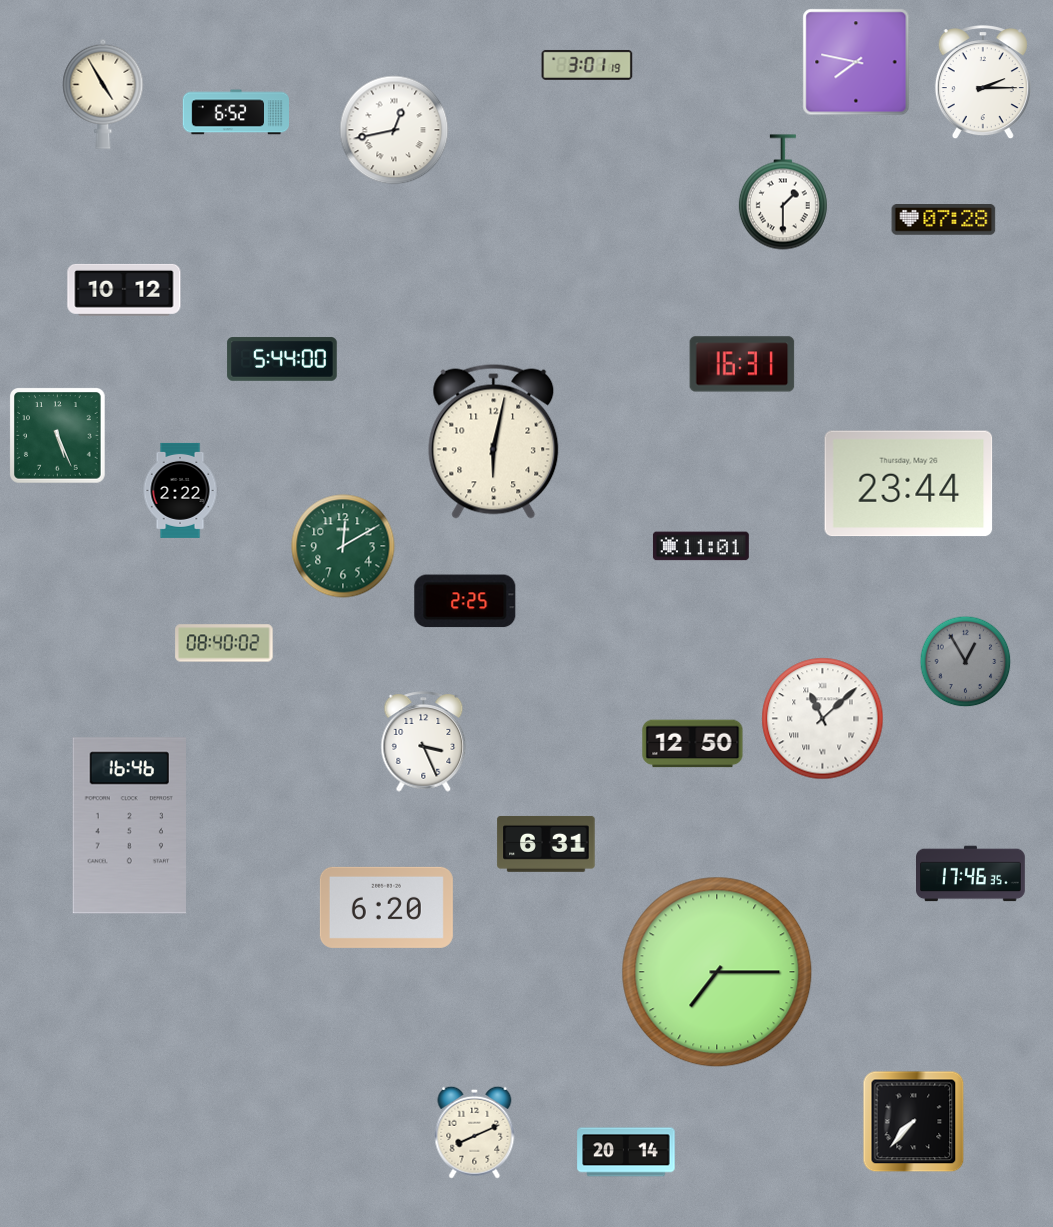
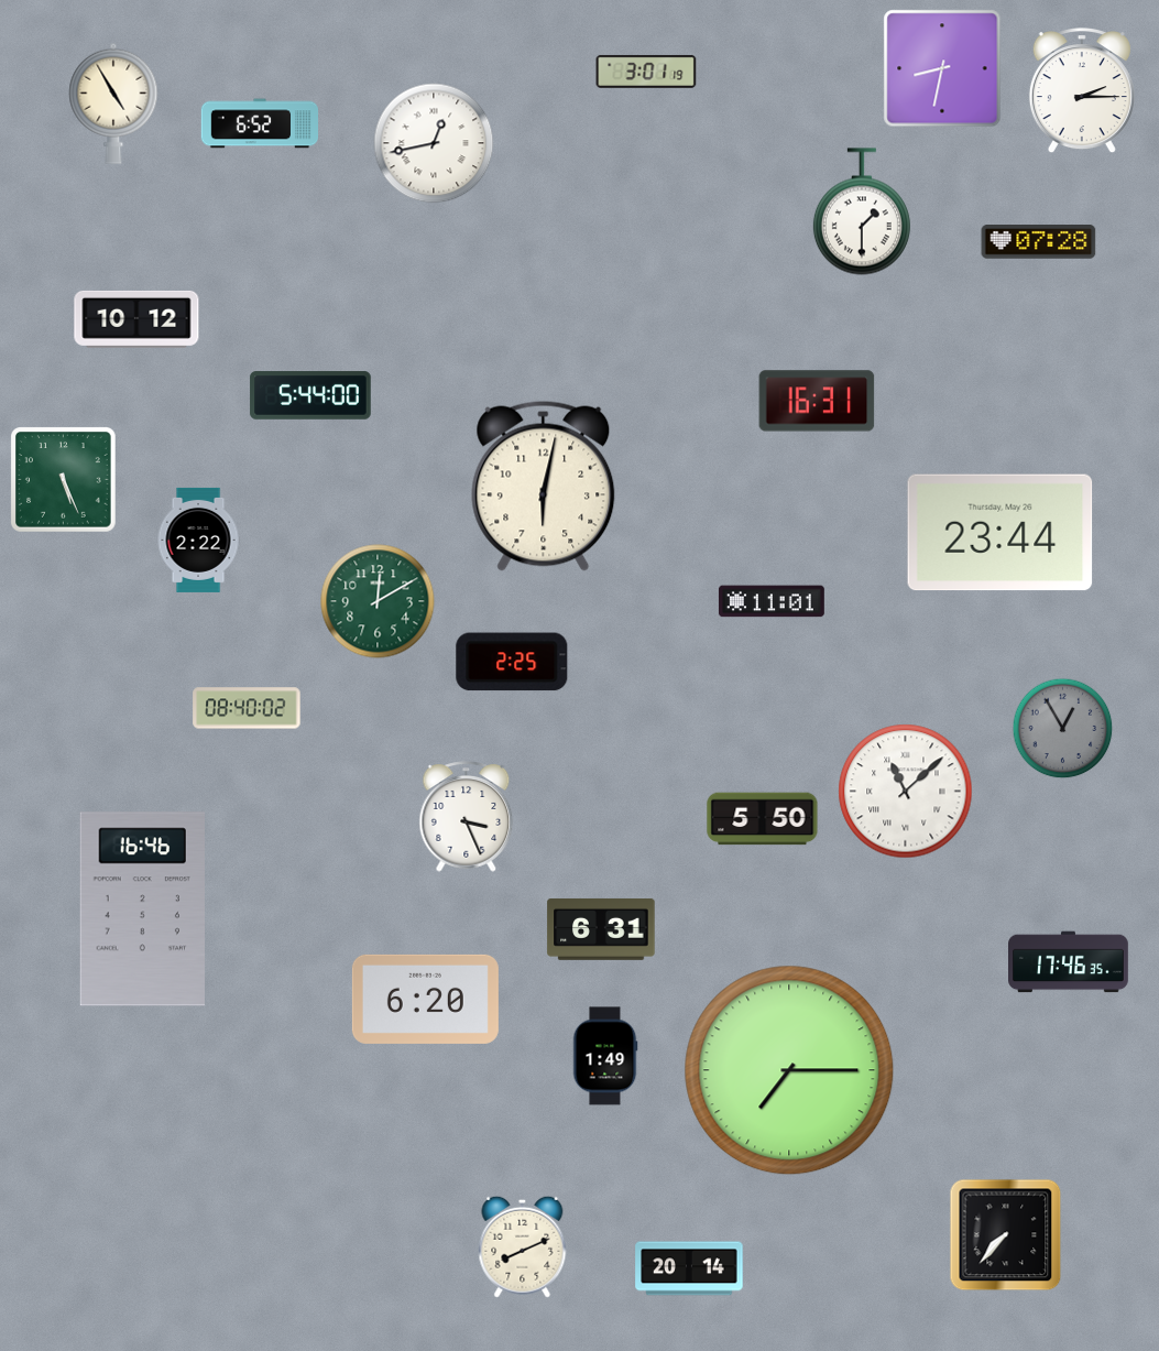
clock at (856, 62): 7:47 -> 8:32
clock at (693, 744): 12:50 -> 5:50
clock at (605, 1056): none -> 1:49
